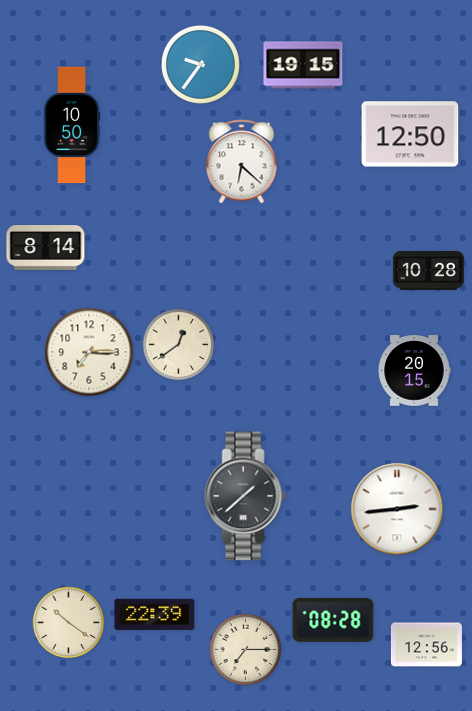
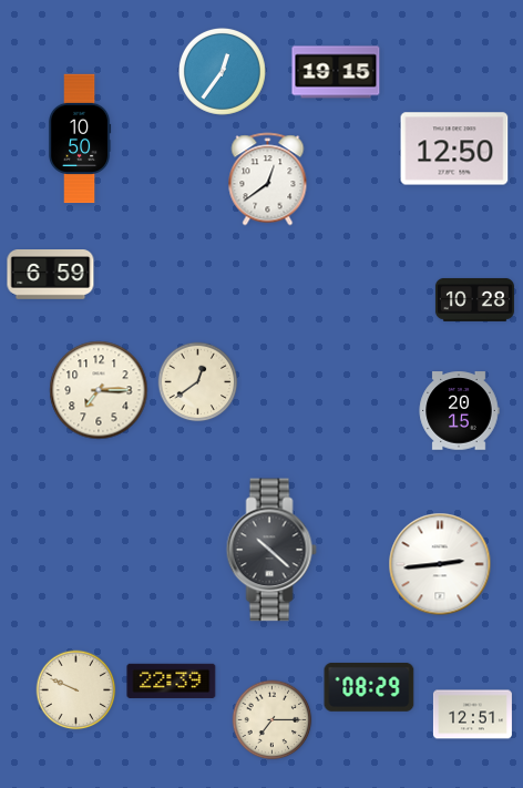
clock at (200, 64): 9:36 -> 12:36
clock at (242, 162): 6:22 -> 12:39
clock at (46, 248): 8:14 -> 6:59
clock at (245, 496): 1:38 -> 10:22
clock at (333, 620): 08:28 -> 08:29
clock at (69, 623): 10:21 -> 9:49
clock at (426, 645): 12:56 -> 12:51
